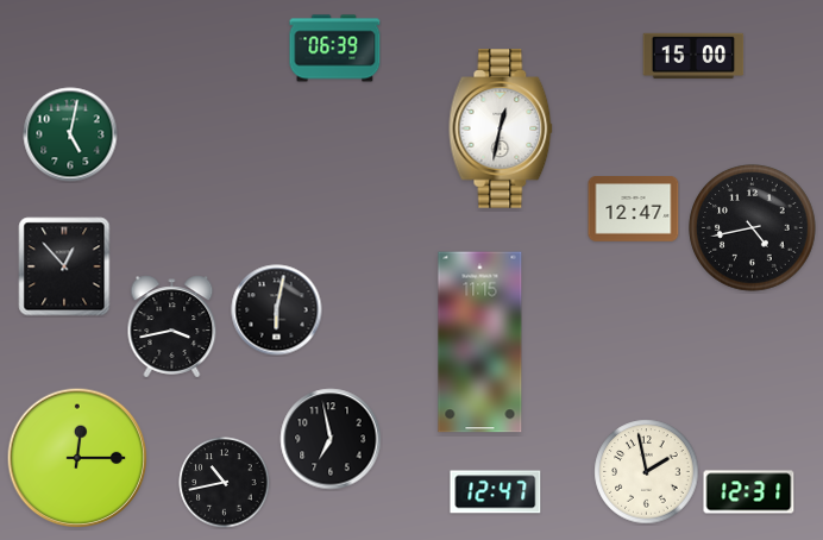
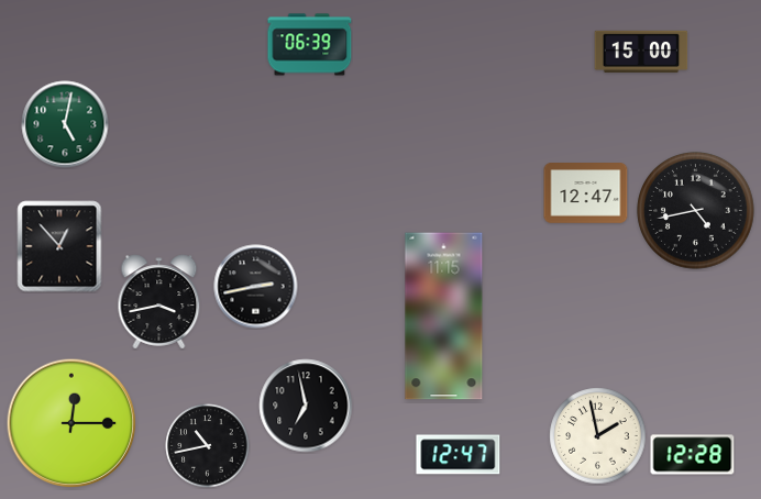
clock at (501, 128): 12:32 -> none
clock at (277, 310): 6:02 -> 2:43
clock at (749, 492): 12:31 -> 12:28
